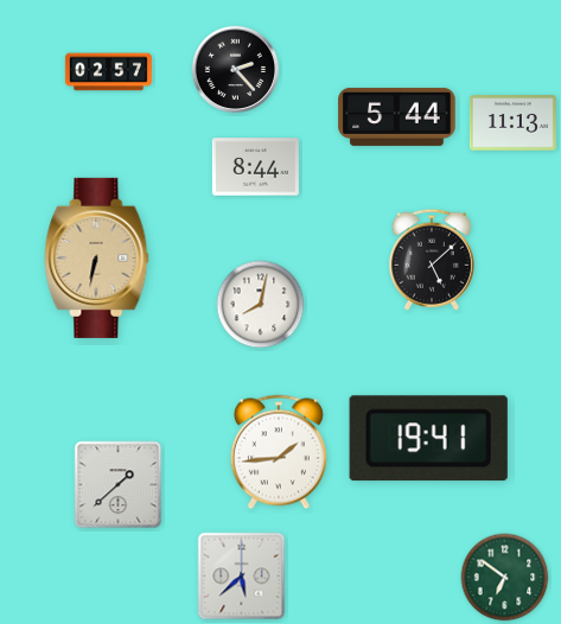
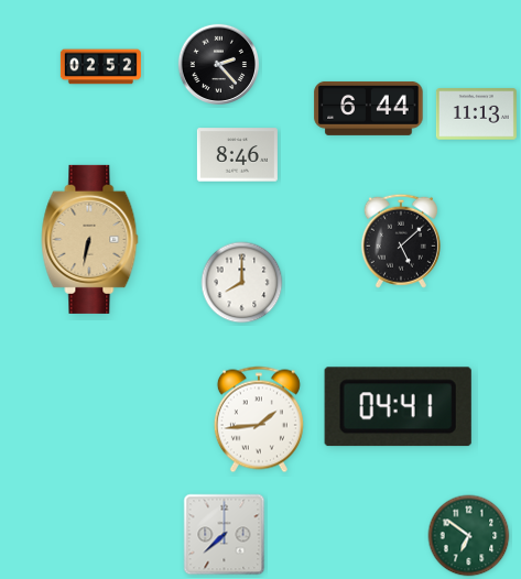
clock at (108, 72): 02:57 -> 02:52
clock at (397, 116): 5:44 -> 6:44
clock at (255, 167): 8:44 -> 8:46
clock at (261, 305): 8:02 -> 8:00
clock at (428, 439): 19:41 -> 04:41
clock at (119, 485): 1:38 -> none
clock at (242, 577): 5:38 -> 7:38
